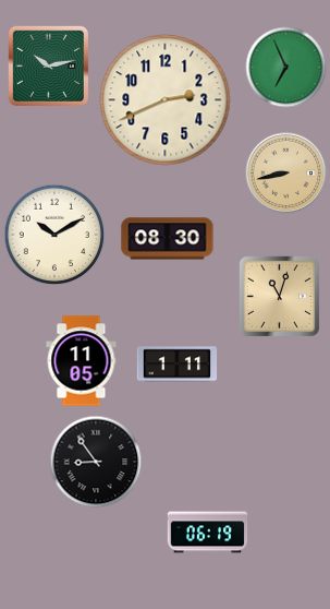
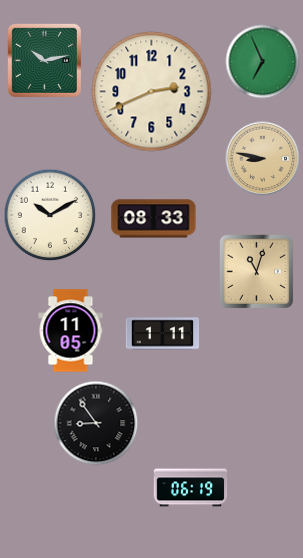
clock at (286, 174): 8:43 -> 8:47
clock at (168, 239): 08:30 -> 08:33
clock at (82, 361) position: (82, 361) -> (71, 331)
clock at (96, 462) position: (96, 462) -> (96, 423)
